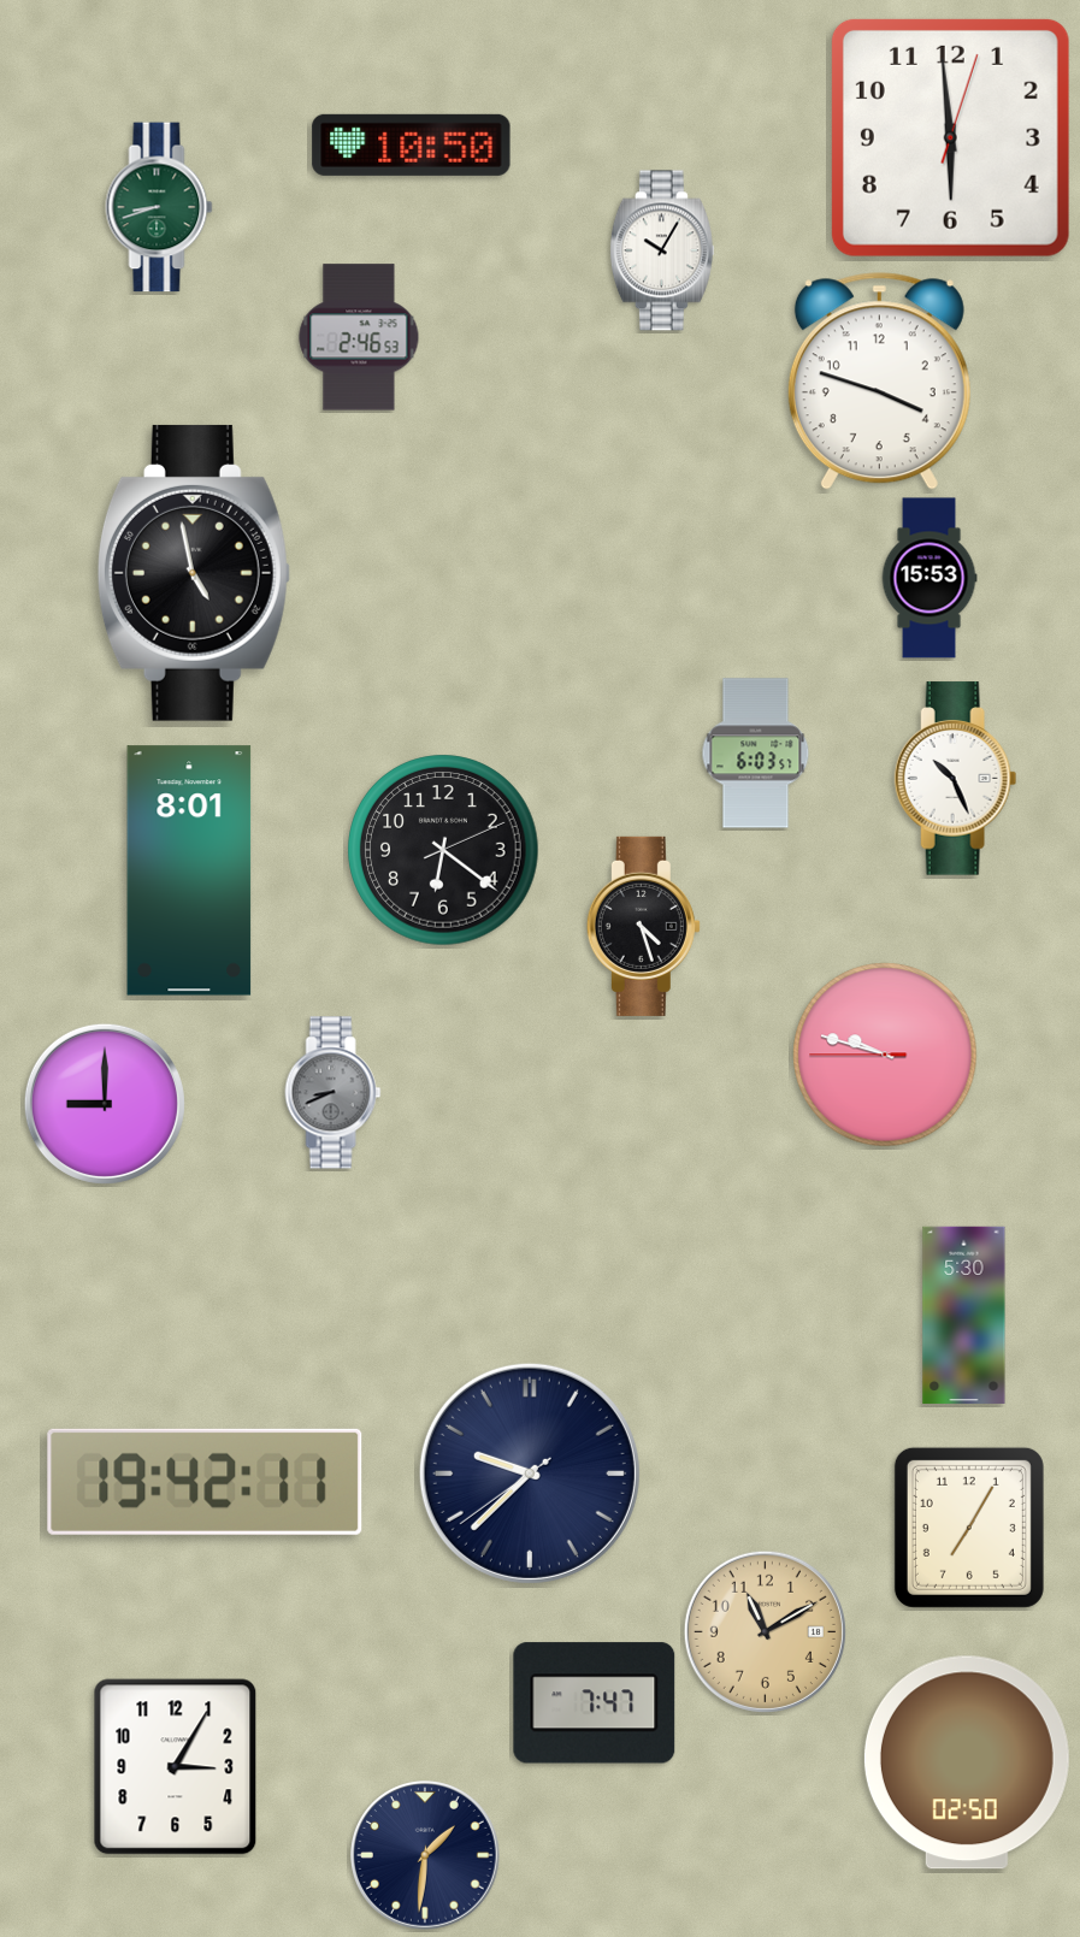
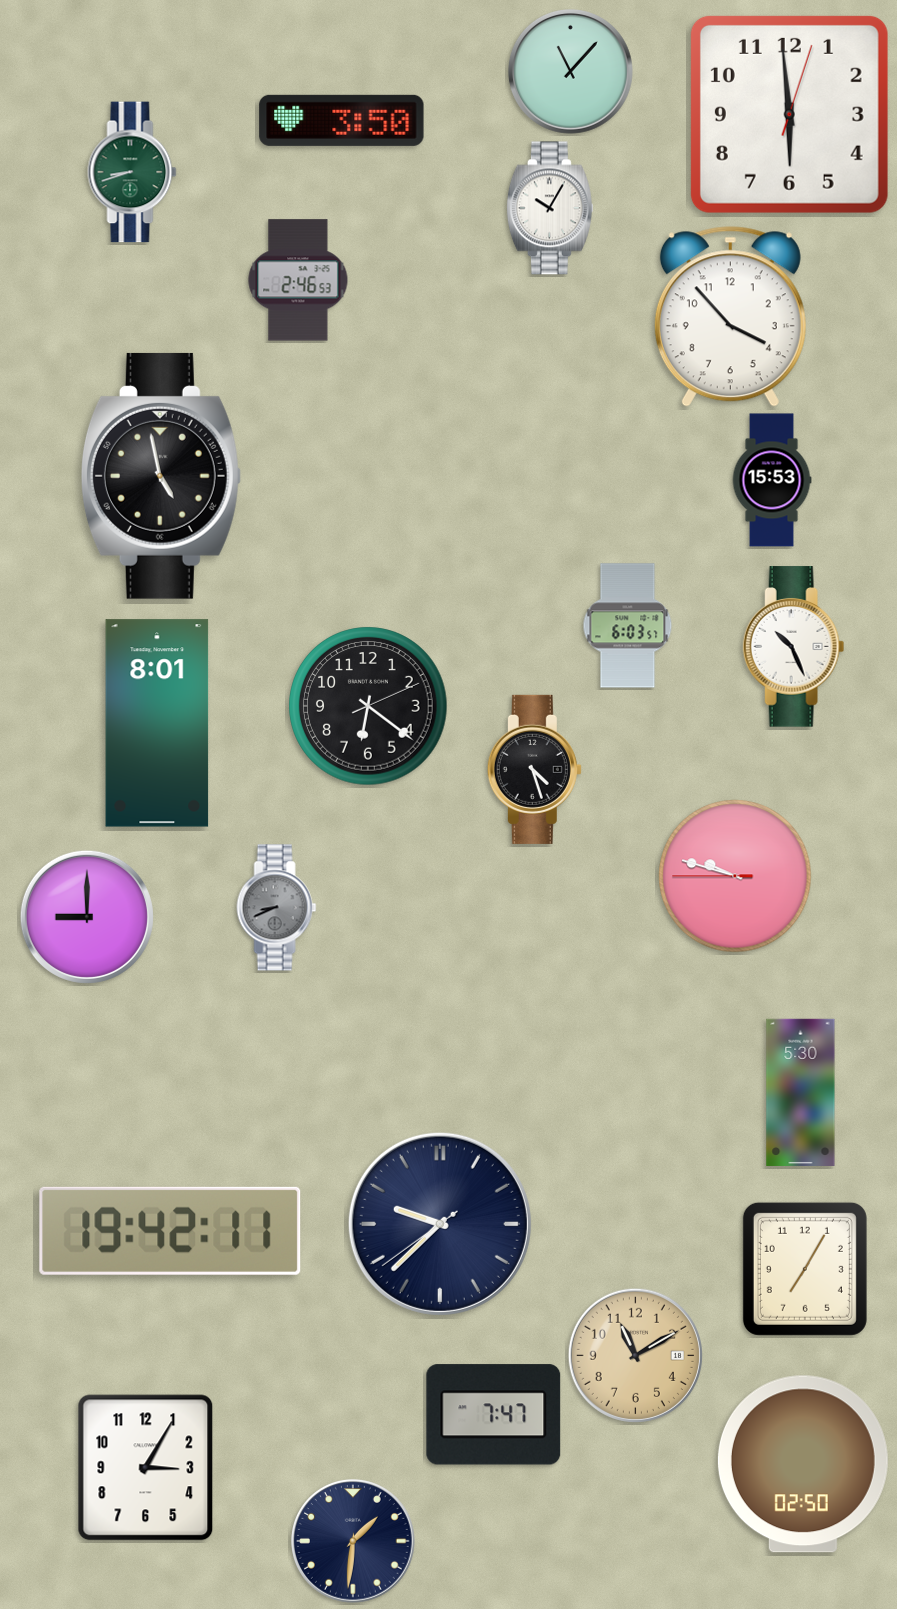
clock at (570, 71): none -> 11:07
clock at (412, 144): 10:50 -> 3:50
clock at (879, 382): 3:48 -> 3:53
